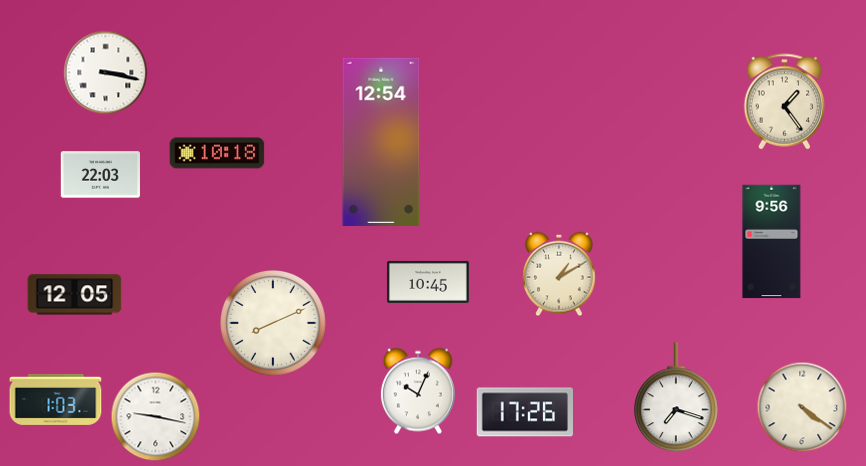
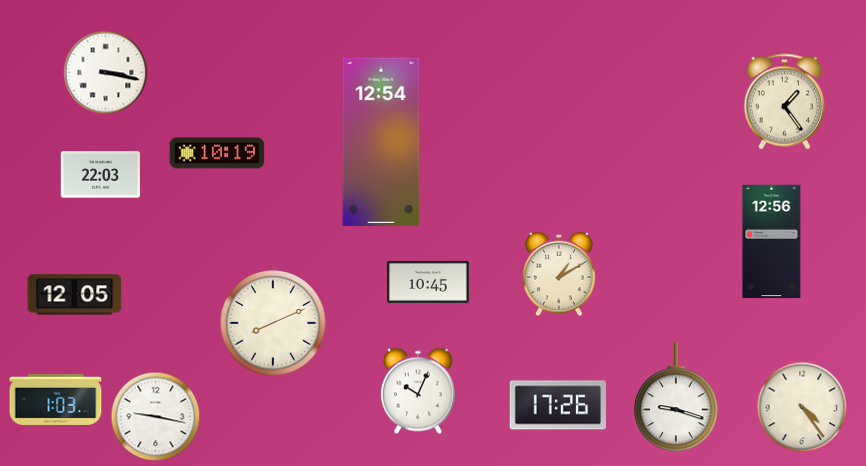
clock at (217, 153): 10:18 -> 10:19
clock at (772, 242): 9:56 -> 12:56
clock at (676, 398): 7:18 -> 9:18
clock at (802, 407): 4:21 -> 4:24
clock at (524, 412) position: (524, 412) -> (557, 405)
